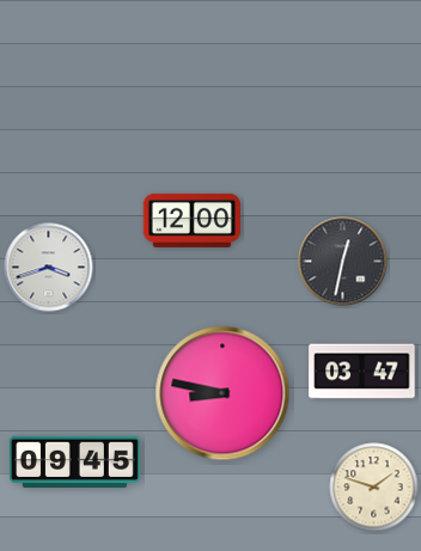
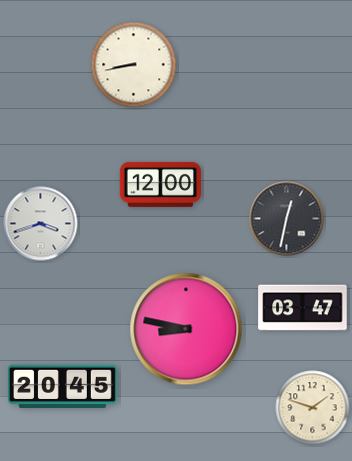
clock at (134, 65): none -> 8:43
clock at (362, 372) position: (362, 372) -> (303, 308)
clock at (74, 463): 09:45 -> 20:45
